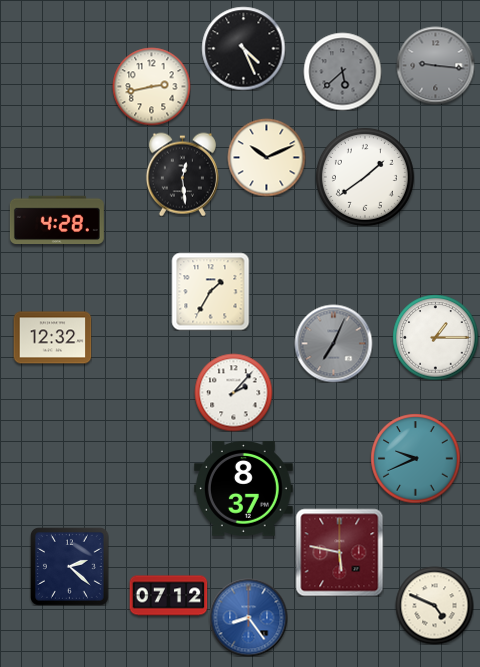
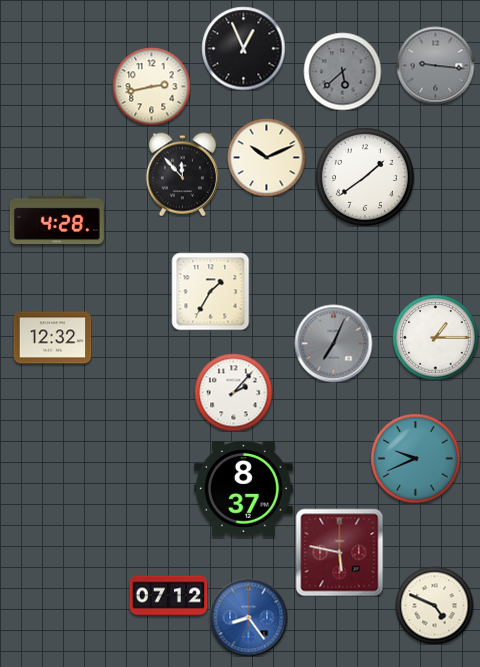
clock at (243, 48): 4:26 -> 12:56
clock at (182, 174): 12:29 -> 11:53
clock at (70, 567): 2:22 -> none
